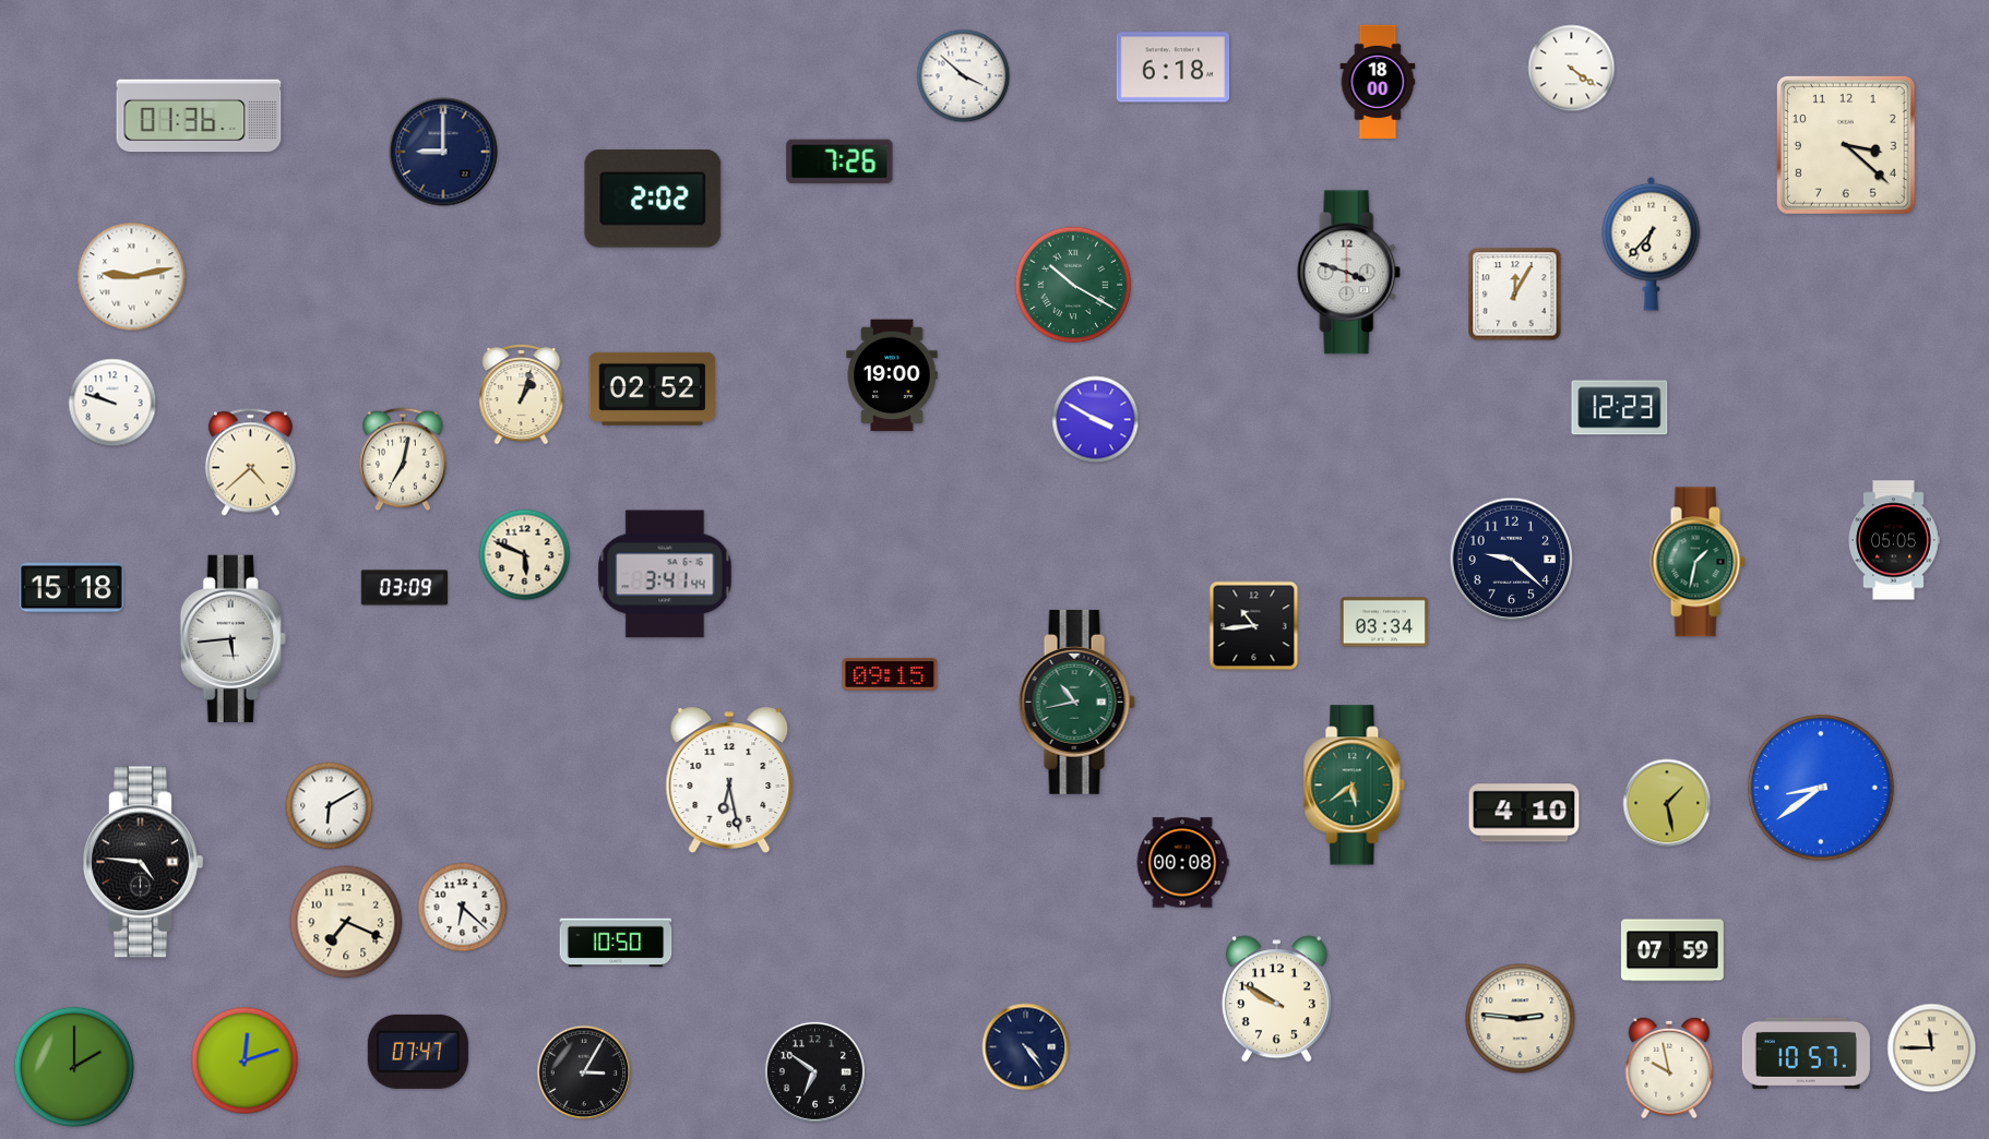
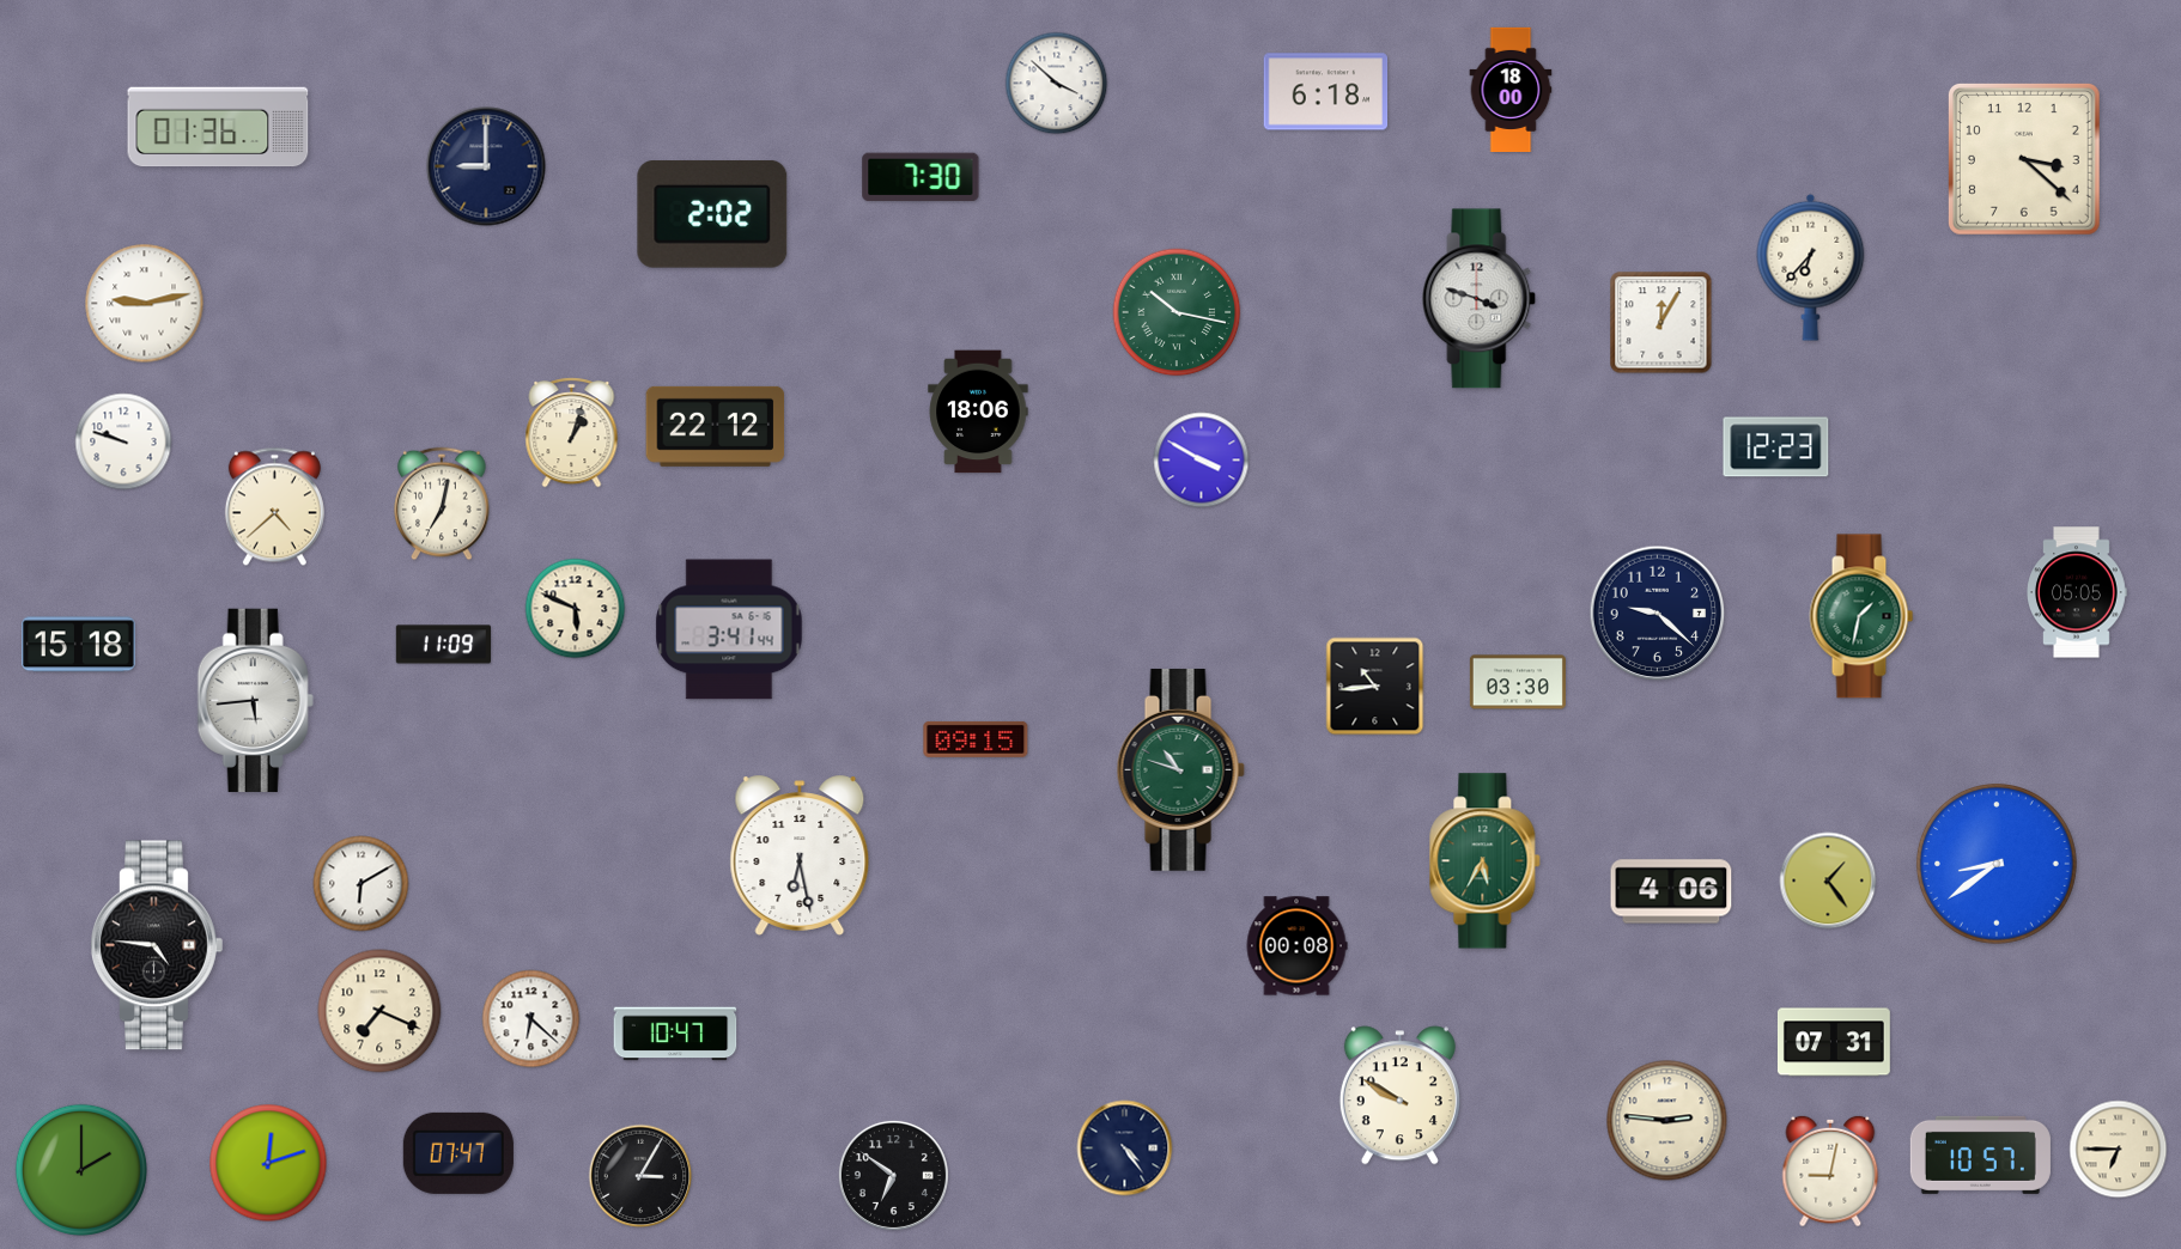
clock at (1174, 68) position: (1174, 68) -> (1326, 92)
clock at (1572, 69): 4:21 -> none
clock at (839, 161): 7:26 -> 7:30
clock at (653, 200) position: (653, 200) -> (712, 215)
clock at (1073, 285): 10:20 -> 10:17
clock at (892, 375): 19:00 -> 18:06
clock at (653, 388): 02:52 -> 22:12
clock at (405, 588): 03:09 -> 11:09
clock at (1384, 622): 03:34 -> 03:30
clock at (1076, 702): 10:43 -> 10:48
clock at (1355, 786): 5:39 -> 5:35
clock at (1667, 803): 1:28 -> 1:24
clock at (1524, 813): 4:10 -> 4:06
clock at (463, 908) position: (463, 908) -> (531, 1019)
clock at (616, 943): 10:50 -> 10:47
clock at (1672, 950): 07:59 -> 07:31
clock at (1521, 1019) position: (1521, 1019) -> (1667, 1121)
clock at (1932, 1048): 11:45 -> 6:45
clock at (1669, 1068): 9:58 -> 9:02
